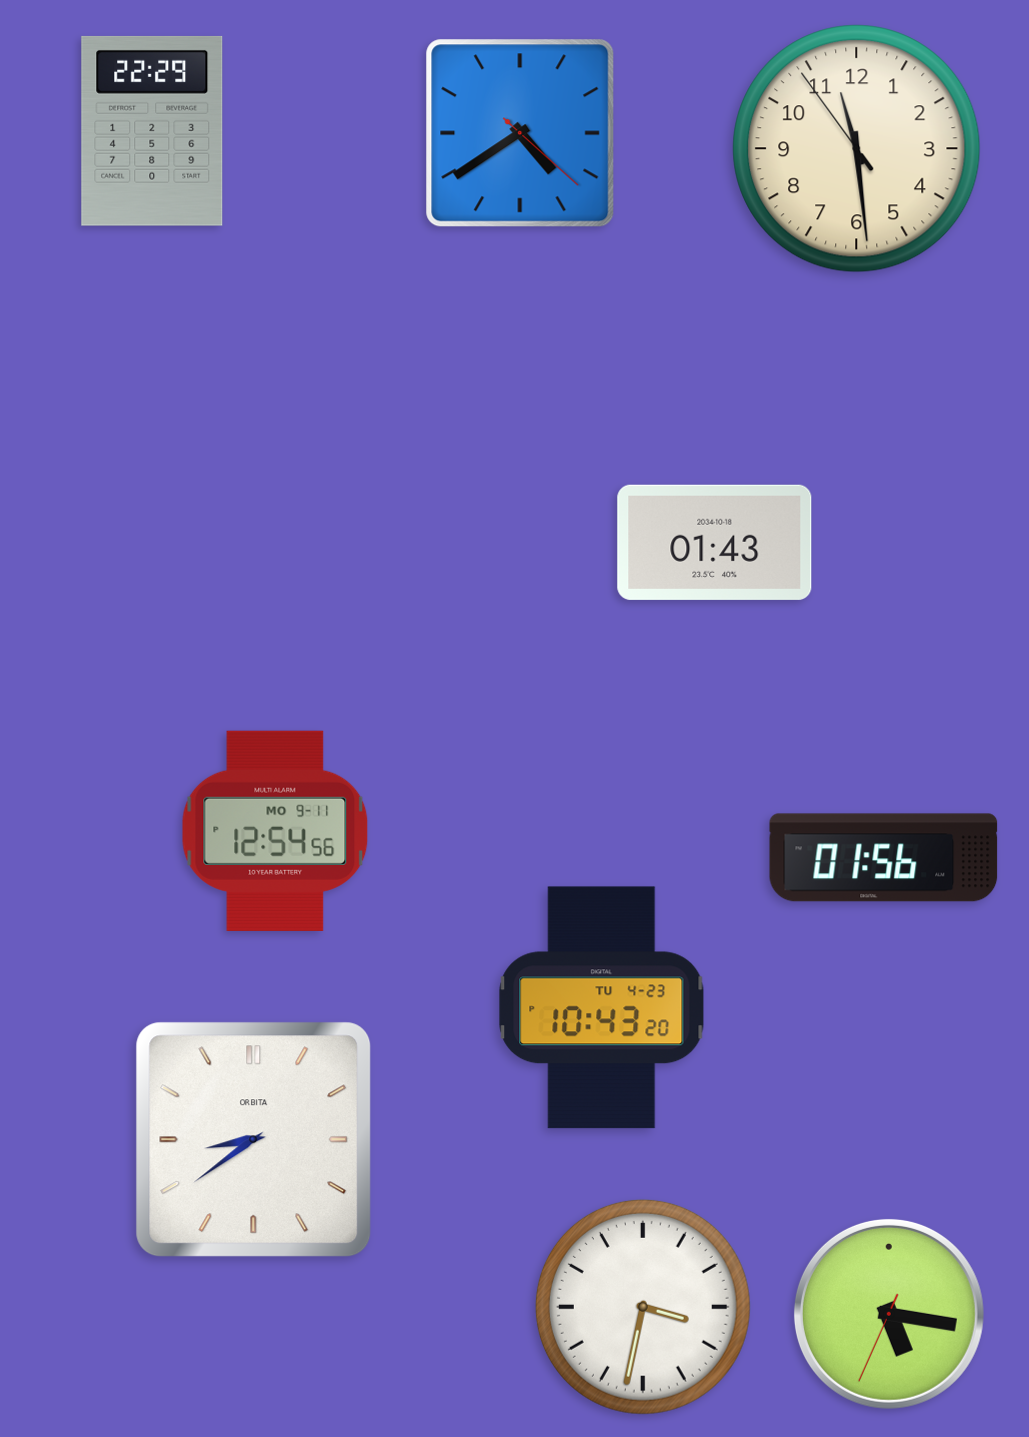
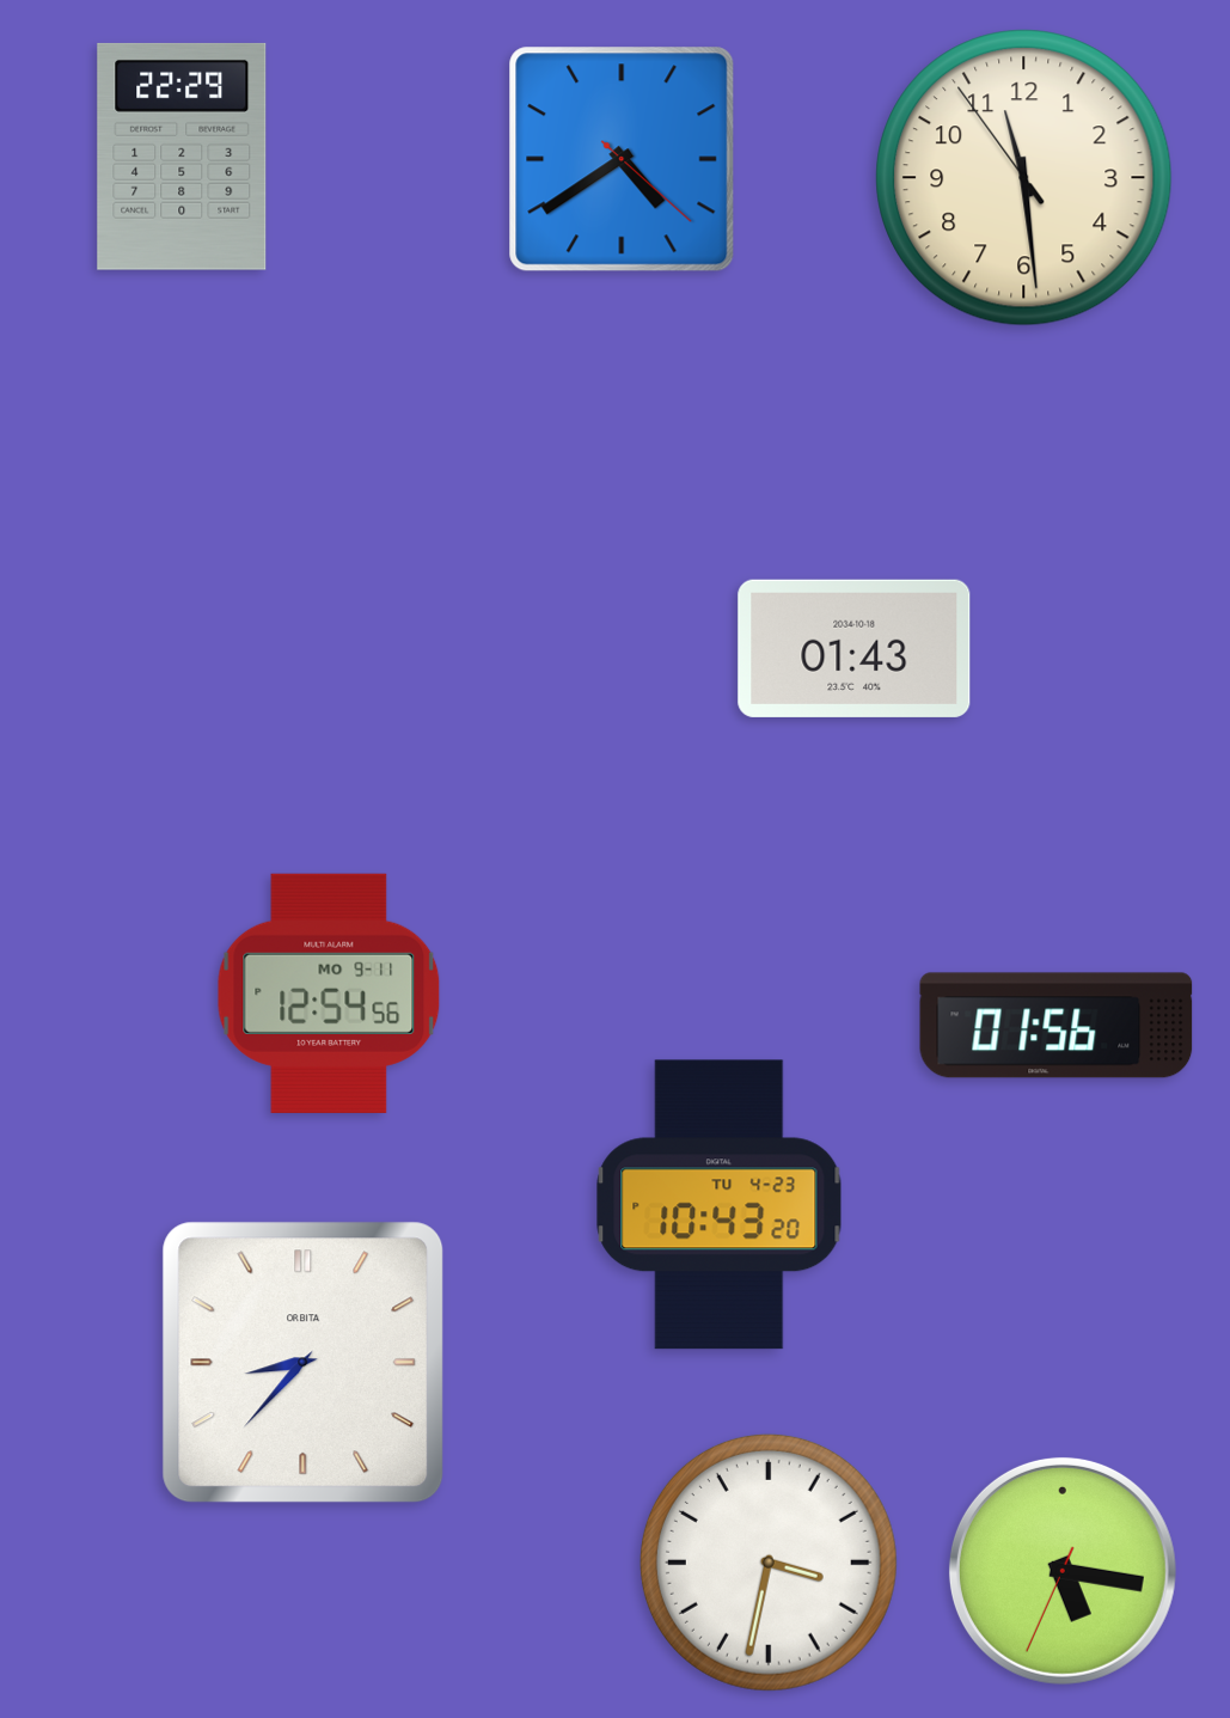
clock at (254, 1140): 8:39 -> 8:37
